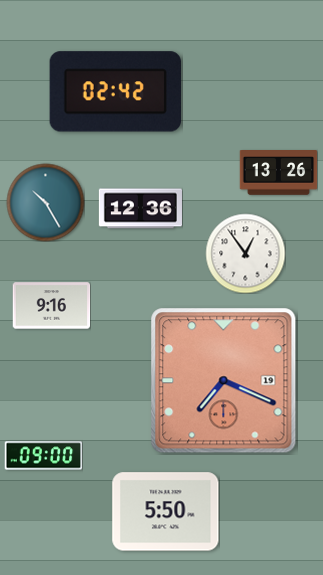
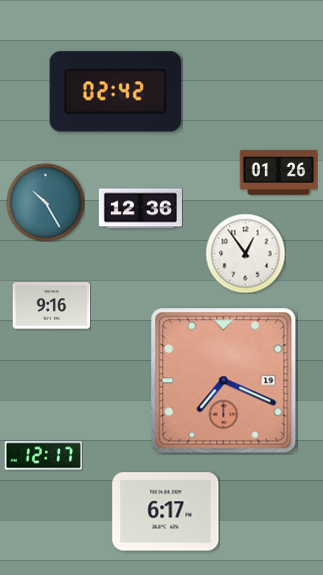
clock at (278, 173): 13:26 -> 01:26
clock at (43, 456): 09:00 -> 12:17
clock at (166, 512): 5:50 -> 6:17
